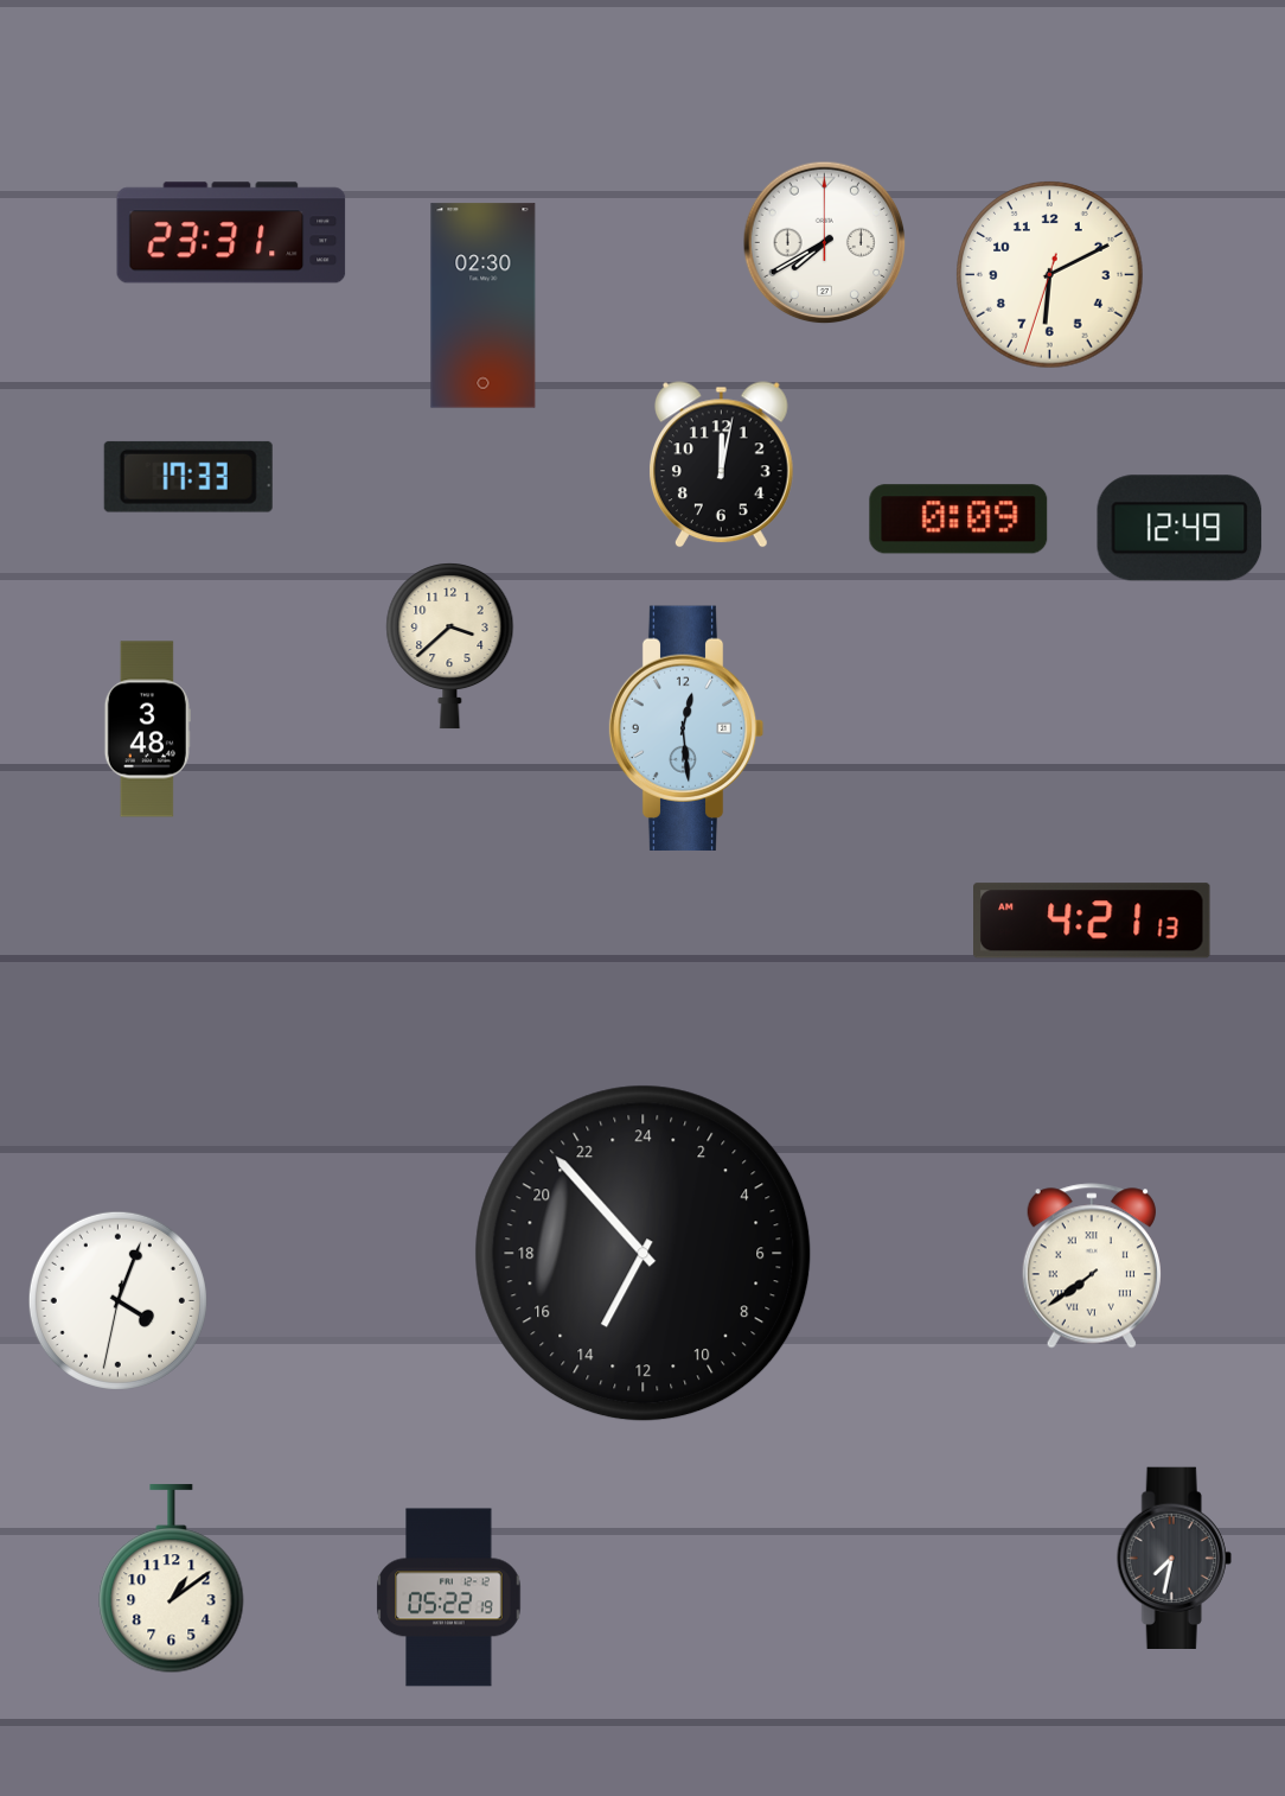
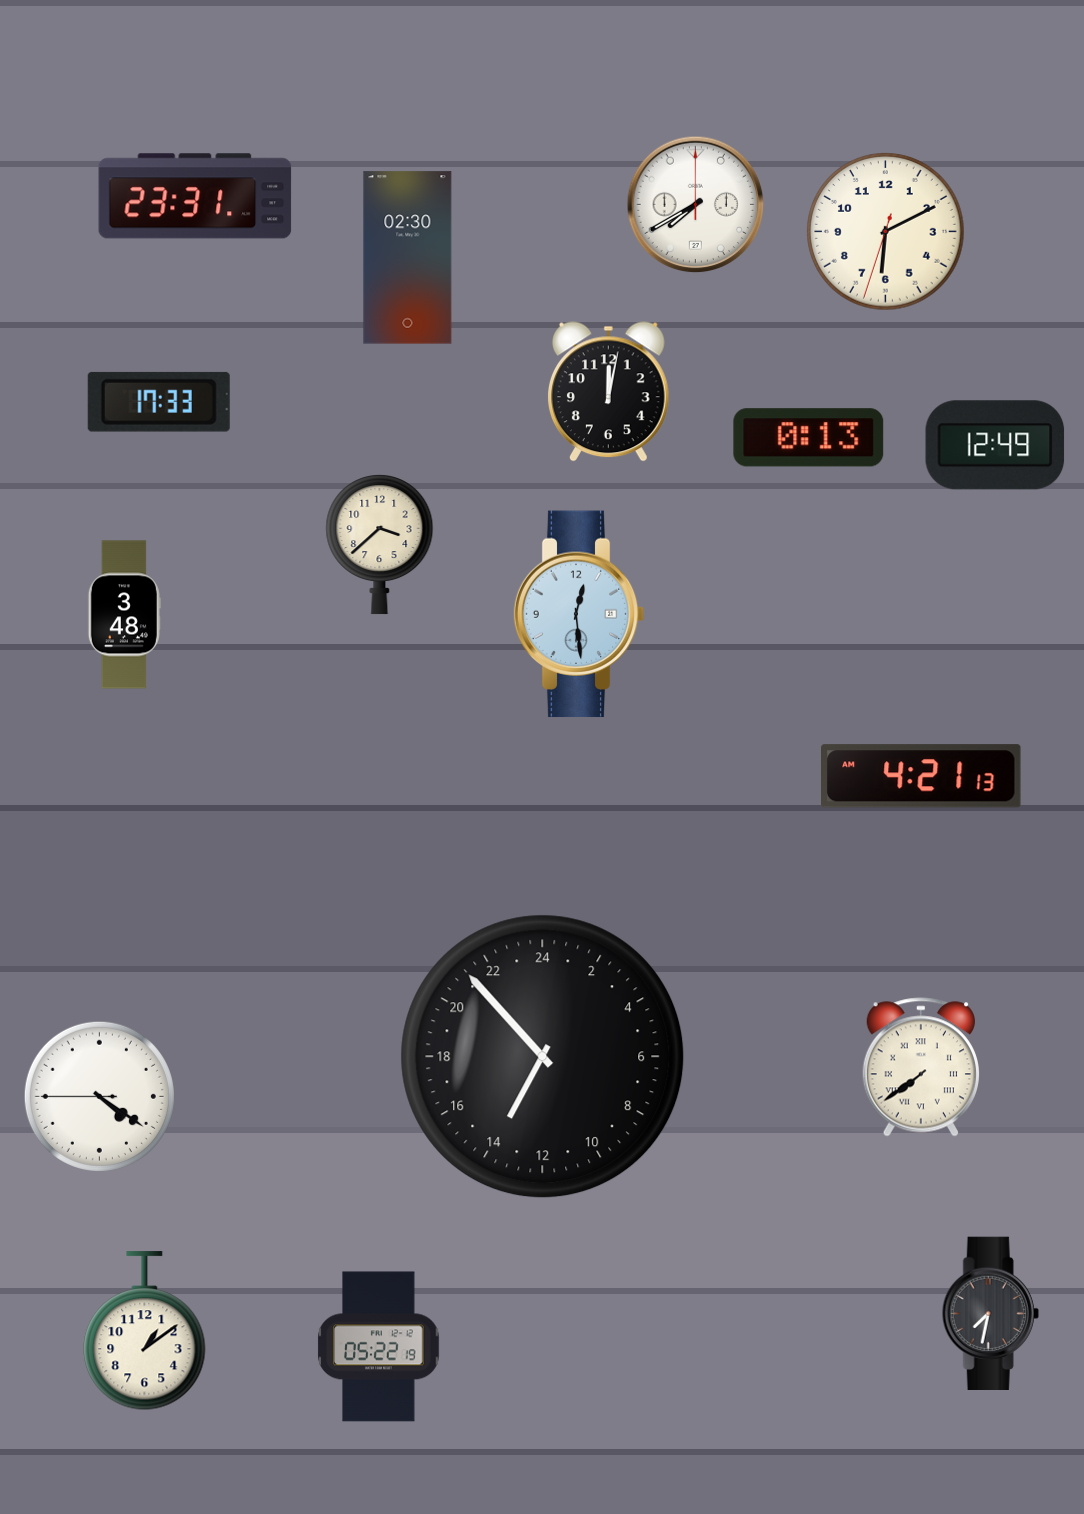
clock at (959, 520): 0:09 -> 0:13
clock at (117, 1300): 4:03 -> 4:20
